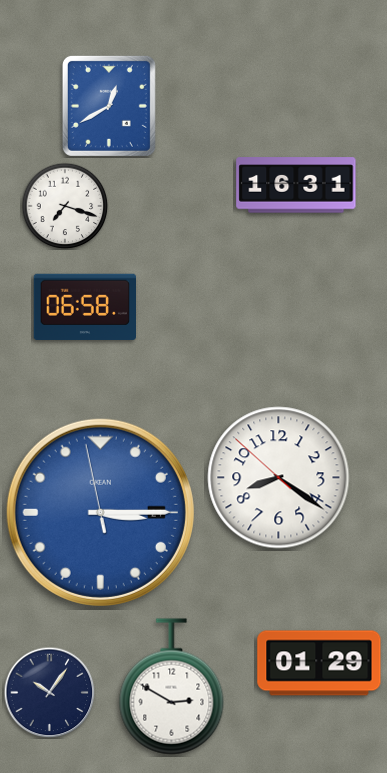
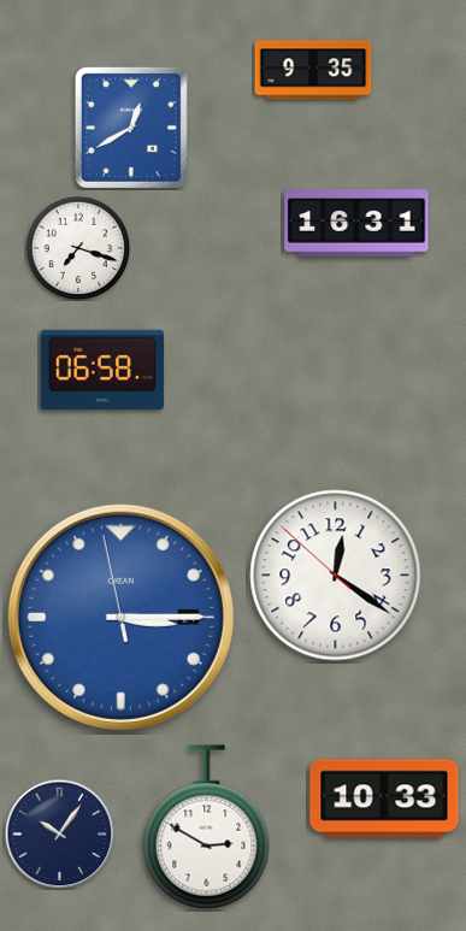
clock at (313, 70): none -> 9:35
clock at (279, 478): 8:20 -> 12:20
clock at (319, 663): 01:29 -> 10:33
